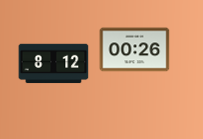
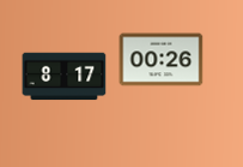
clock at (54, 64): 8:12 -> 8:17
